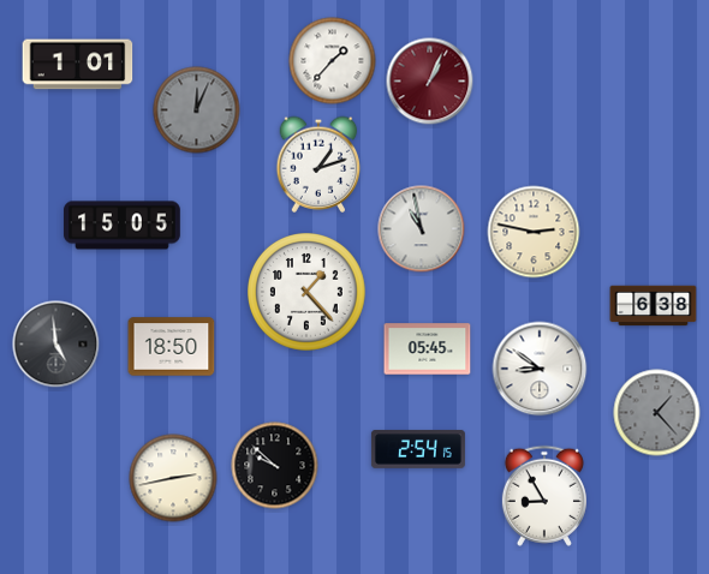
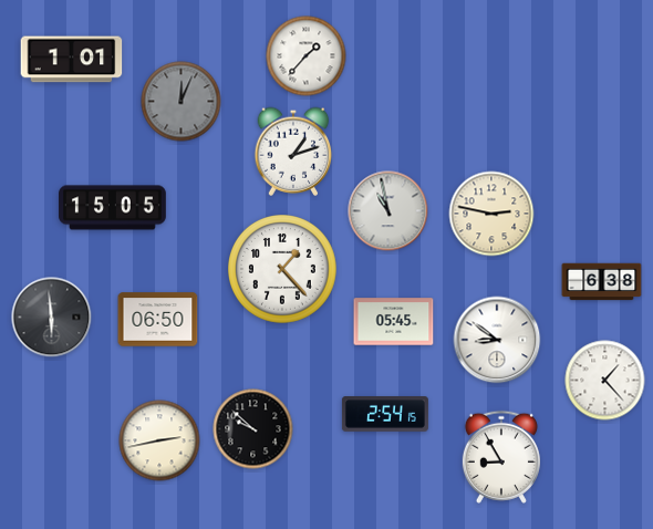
clock at (430, 82): 1:04 -> none
clock at (56, 345): 4:59 -> 5:59
clock at (172, 347): 18:50 -> 06:50
clock at (657, 413) dial: grey -> white
